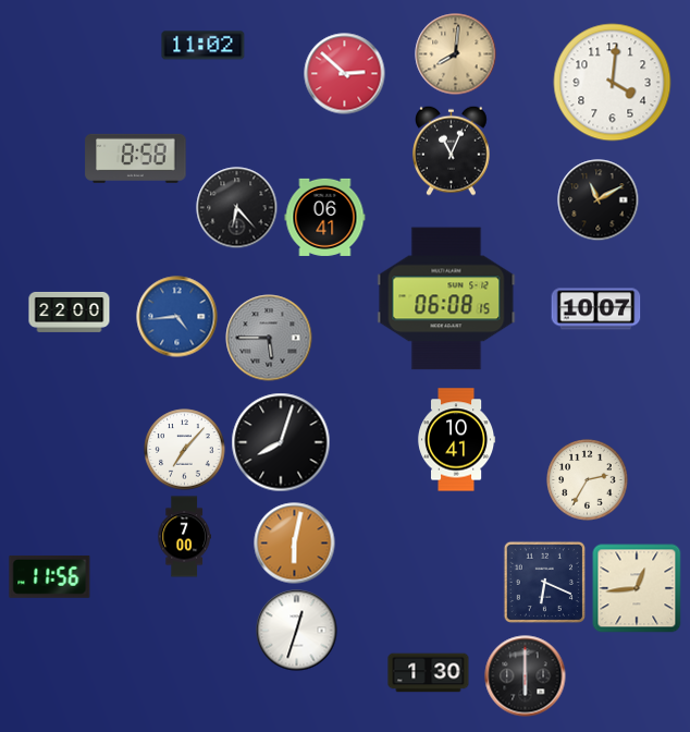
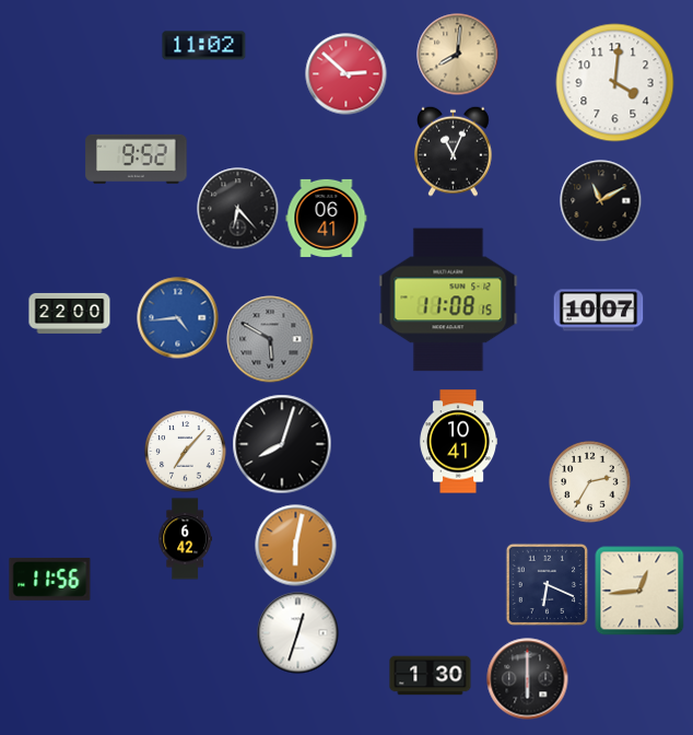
clock at (136, 158): 8:58 -> 9:52
clock at (446, 298): 06:08 -> 11:08
clock at (269, 338): 5:45 -> 5:50
clock at (184, 537): 7:00 -> 6:42
